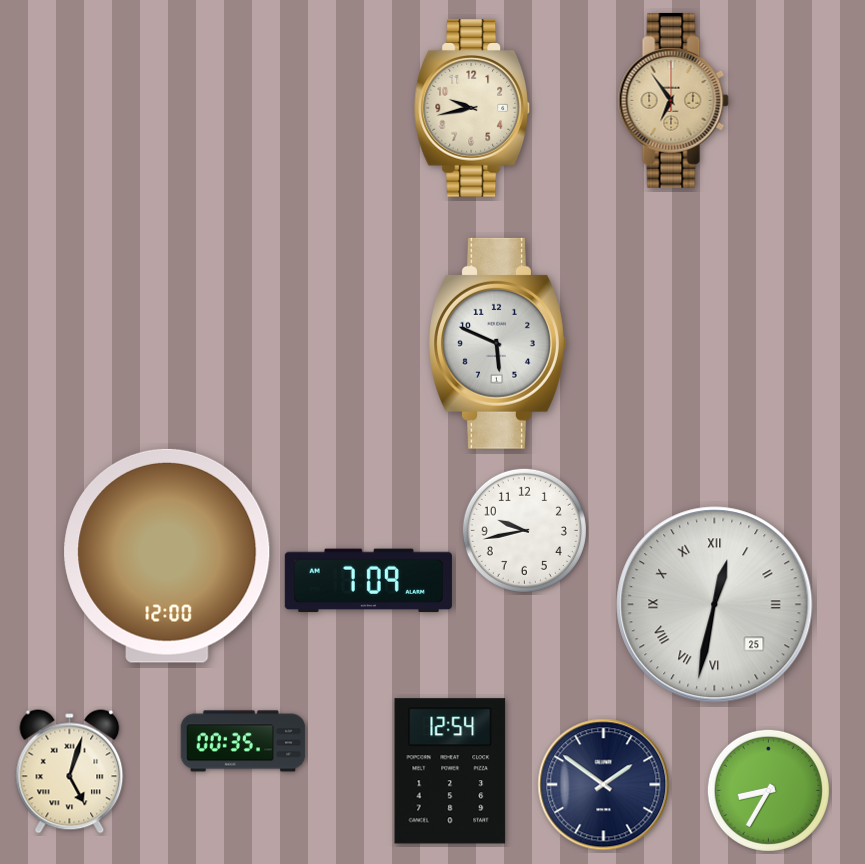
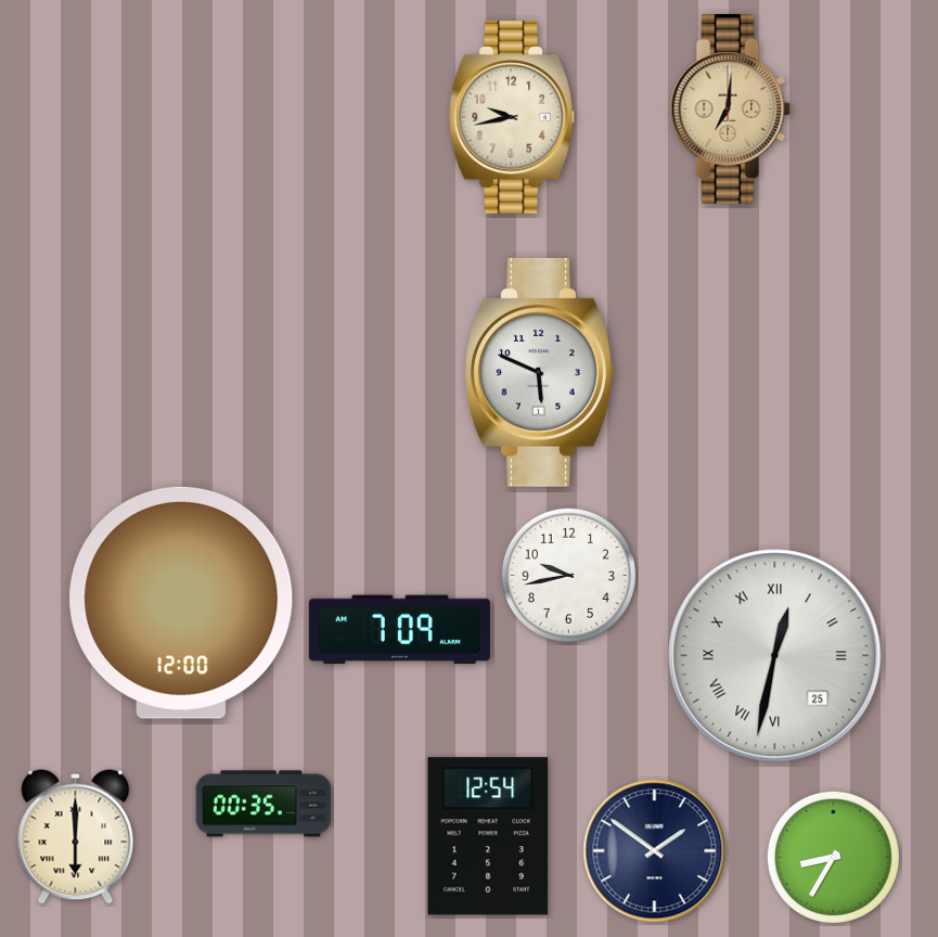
clock at (673, 100): 6:54 -> 7:01
clock at (70, 772): 5:03 -> 6:00
